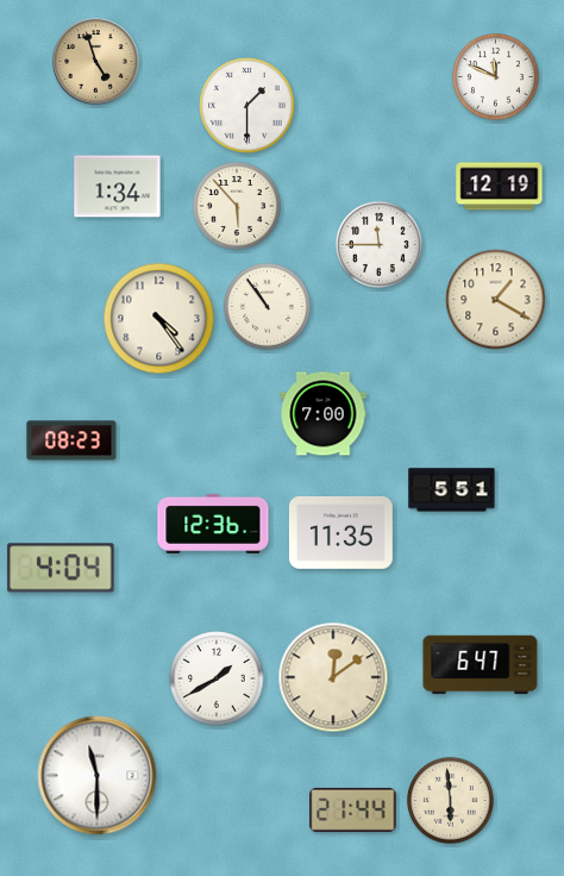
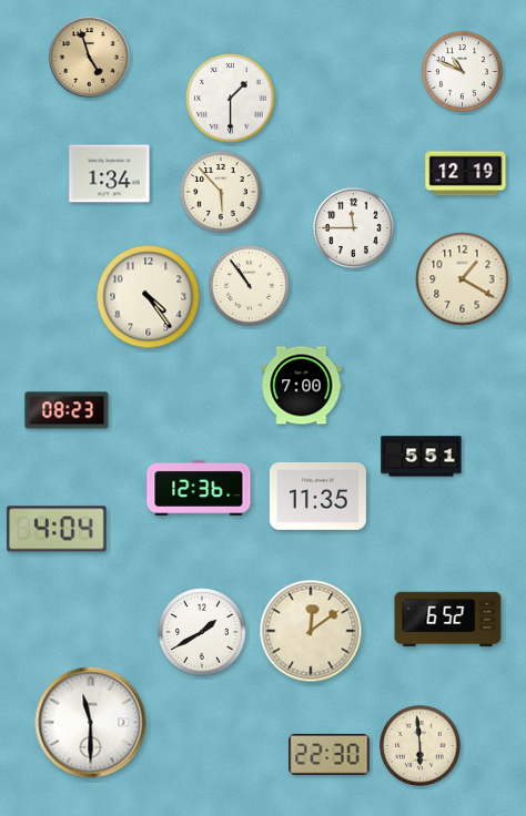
clock at (495, 76): 11:49 -> 10:49
clock at (481, 665): 6:47 -> 6:52
clock at (353, 809): 21:44 -> 22:30
